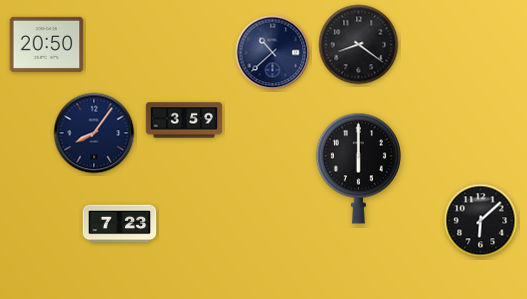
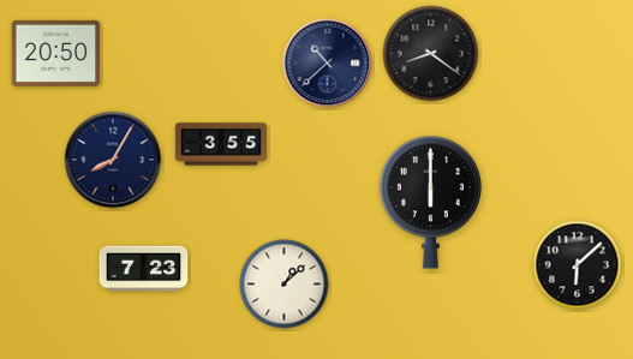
clock at (184, 120): 3:59 -> 3:55
clock at (94, 133): 8:06 -> 8:05
clock at (285, 285): none -> 1:08
